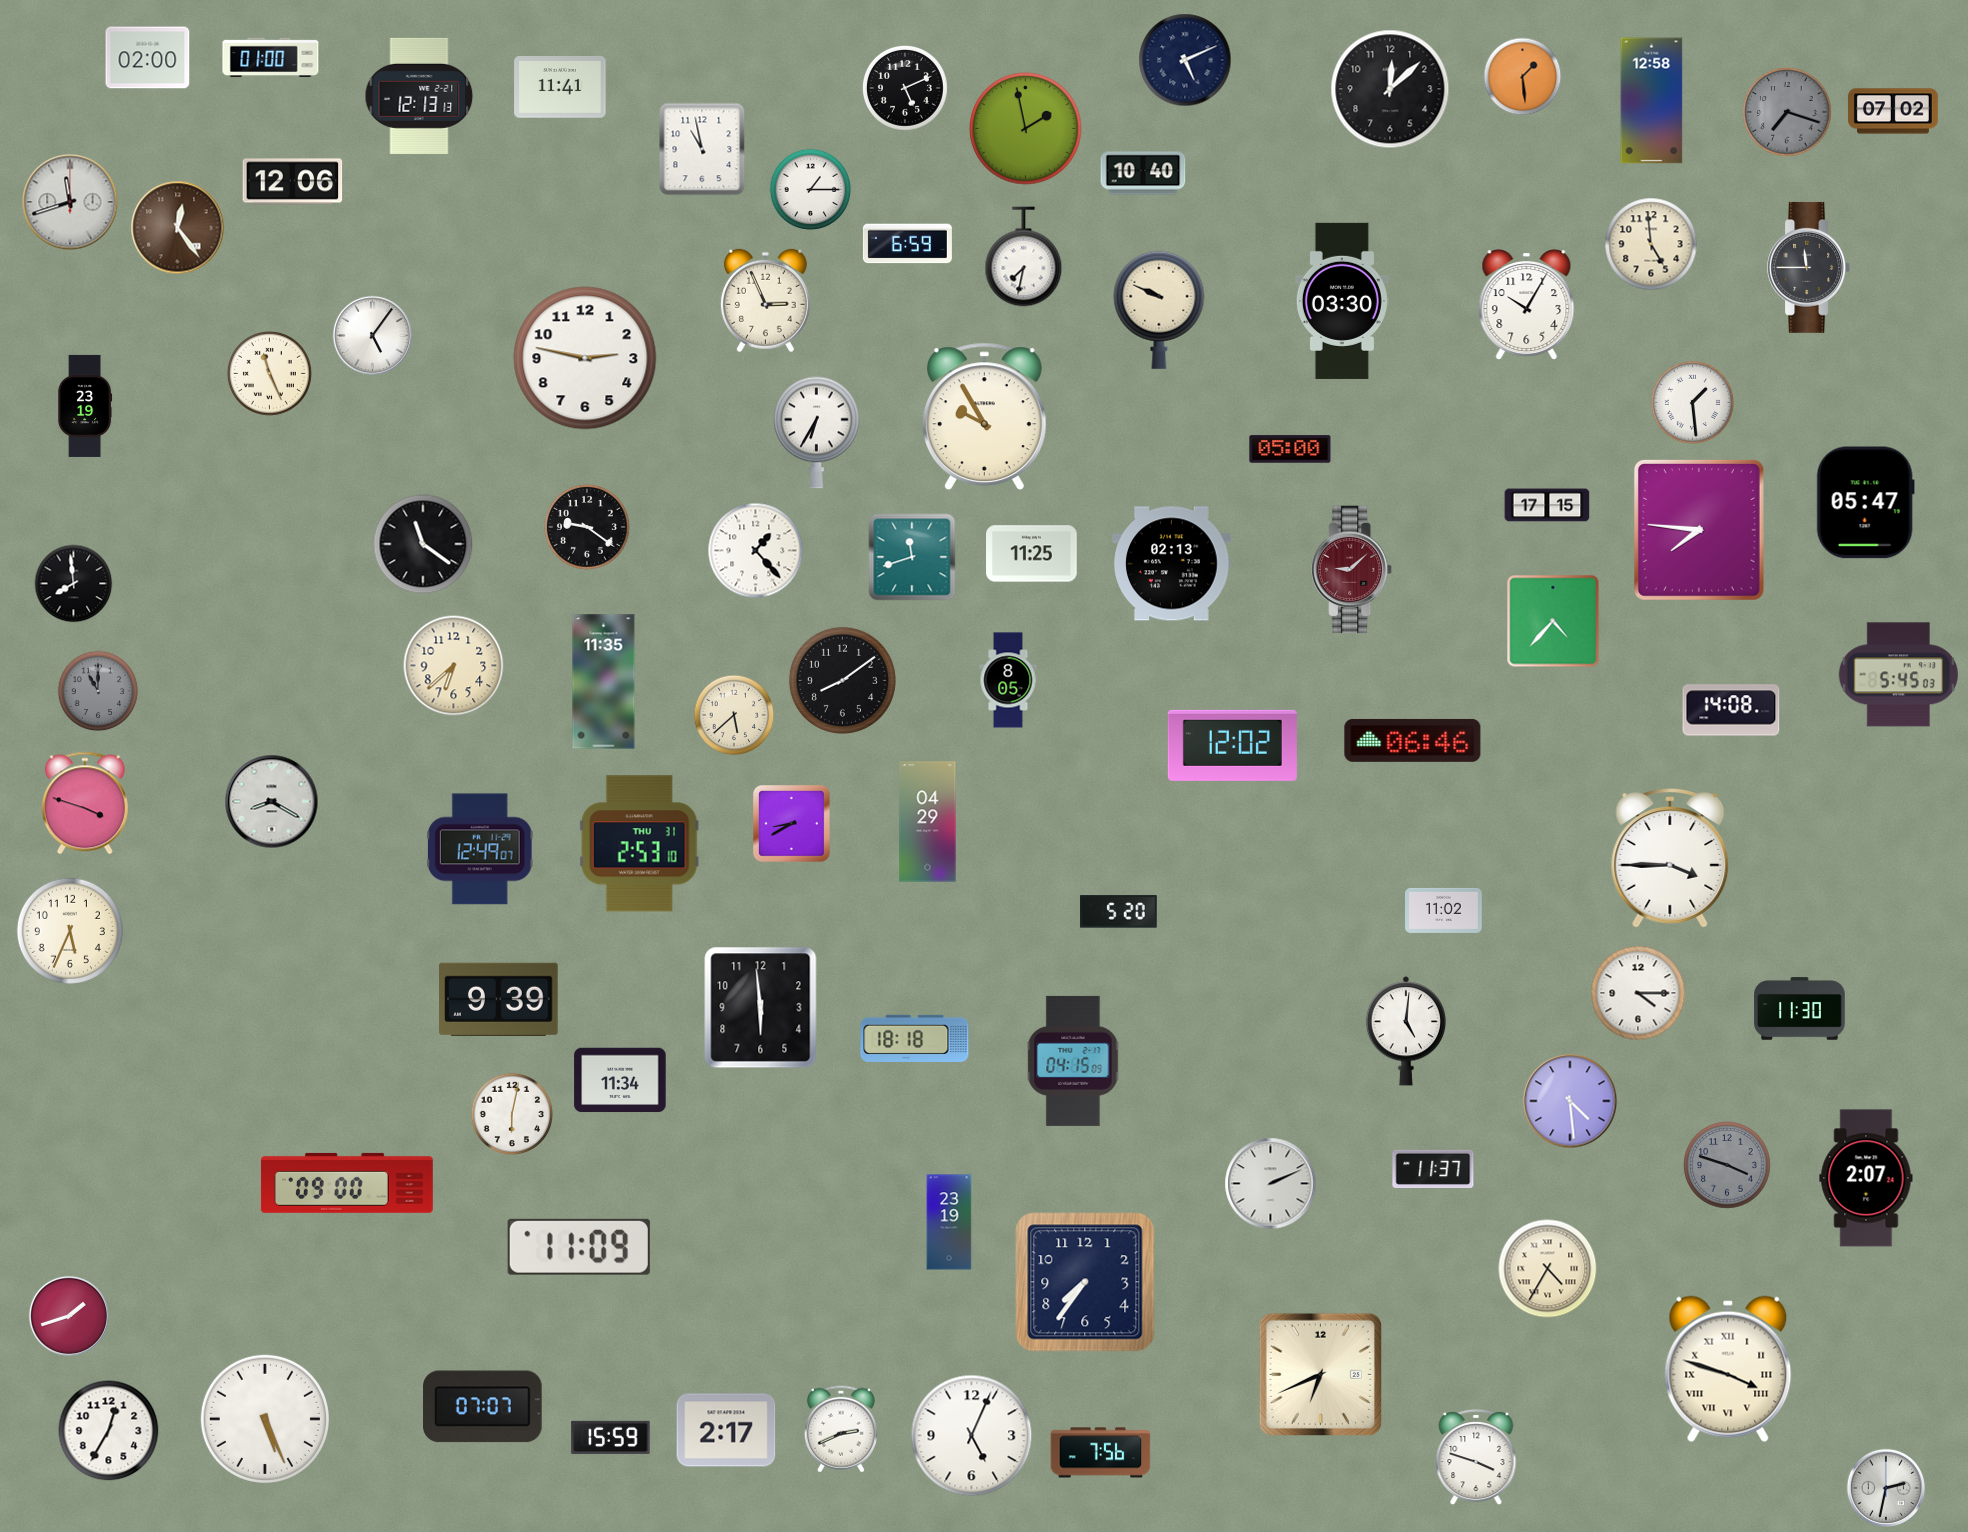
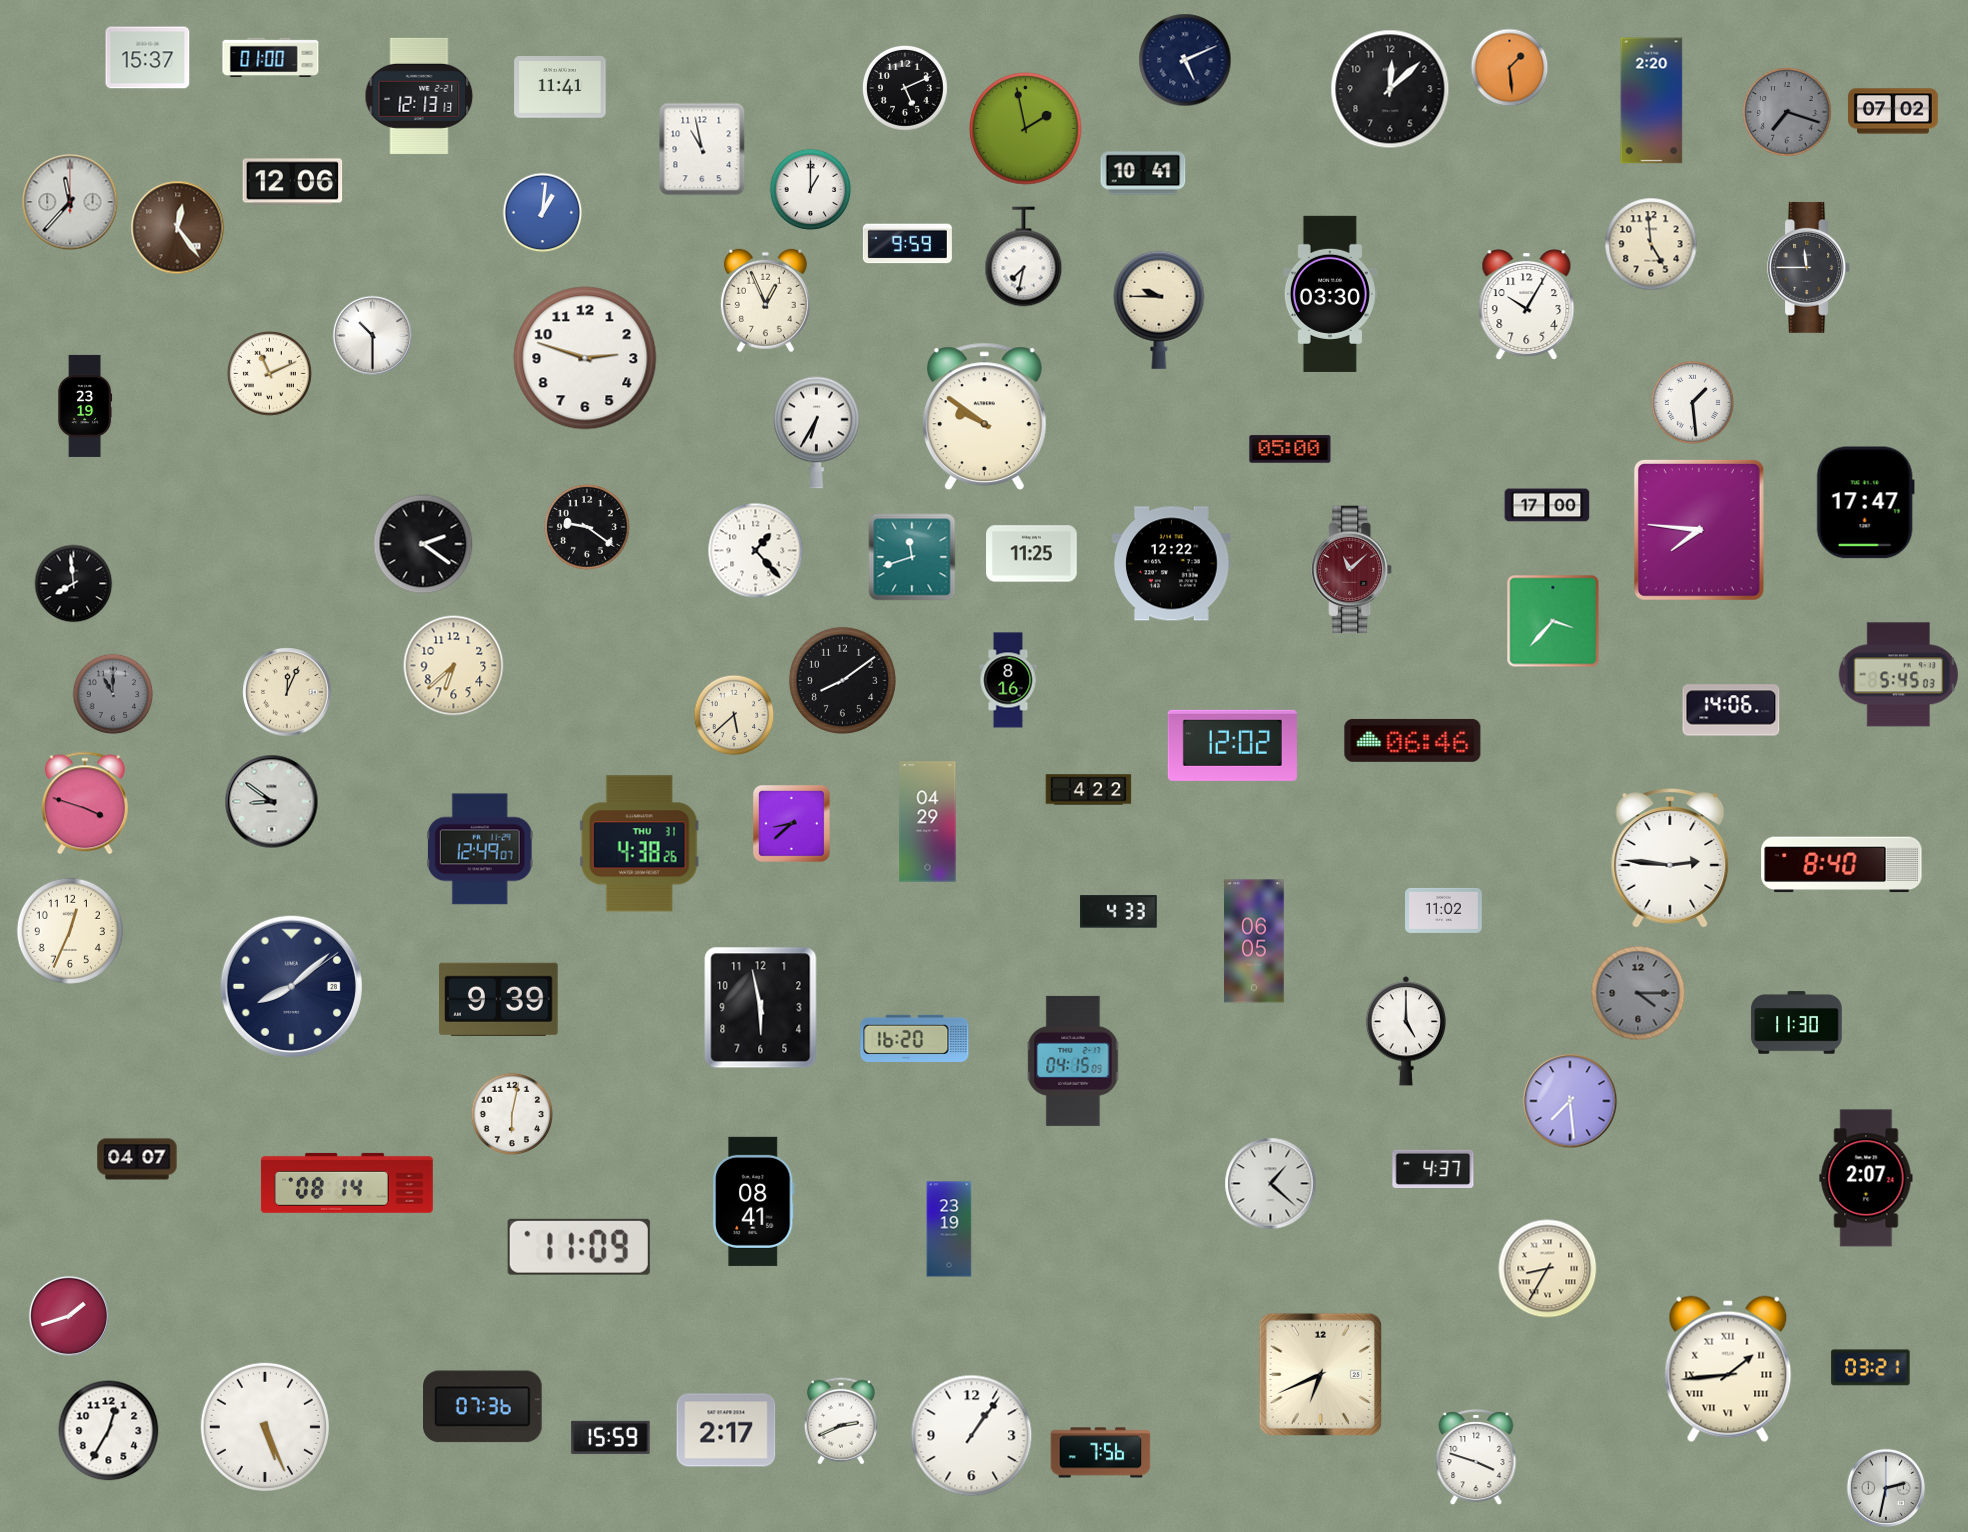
clock at (148, 58): 02:00 -> 15:37
clock at (1523, 77) position: (1523, 77) -> (1510, 68)
clock at (1652, 101): 12:58 -> 2:20
clock at (1143, 173): 10:40 -> 10:41
clock at (811, 190): 1:15 -> 1:00
clock at (70, 202): 11:42 -> 11:37
clock at (543, 213): none -> 1:01
clock at (907, 244): 6:59 -> 9:59
clock at (765, 301): 2:56 -> 12:56
clock at (1342, 301) position: (1342, 301) -> (1330, 294)
clock at (1159, 310): 9:49 -> 9:45
clock at (372, 335): 5:06 -> 10:30
clock at (585, 358): 2:47 -> 2:48
clock at (269, 373): 11:26 -> 11:11
clock at (984, 417): 9:55 -> 9:51
clock at (1865, 503): 05:47 -> 17:47
clock at (1547, 505): 17:15 -> 17:00
clock at (423, 544): 11:21 -> 2:21
clock at (1172, 564): 02:13 -> 12:22
clock at (1352, 570): 9:08 -> 11:08
clock at (1553, 621): 4:37 -> 3:37
clock at (1008, 680): 8:05 -> 8:16
clock at (604, 682): 11:35 -> none
clock at (98, 691) position: (98, 691) -> (113, 694)
clock at (287, 692): none -> 12:04
clock at (1731, 710): 14:08 -> 14:06
clock at (1089, 790): none -> 4:22
clock at (272, 802): 8:20 -> 8:51
clock at (792, 824): 8:40 -> 8:38
clock at (639, 844): 2:53 -> 4:38
clock at (1670, 859): 3:45 -> 2:46
clock at (1842, 865): none -> 8:40
clock at (1119, 912): 5:20 -> 4:33
clock at (70, 931): 5:34 -> 12:34
clock at (1254, 941): none -> 06:05
clock at (291, 986): none -> 8:08
clock at (1638, 993) dial: white -> grey
clock at (761, 1008): 5:59 -> 5:58
clock at (1800, 1009) position: (1800, 1009) -> (1797, 1023)
clock at (1405, 1031): 5:01 -> 5:00
clock at (915, 1038): 18:18 -> 16:20
clock at (620, 1080): 11:34 -> none
clock at (1570, 1101): 4:29 -> 7:29
clock at (137, 1159): none -> 04:07
clock at (1727, 1165): 3:48 -> none
clock at (1433, 1168): 11:37 -> 4:37
clock at (347, 1183): 09:00 -> 08:14
clock at (1271, 1184): 2:11 -> 1:22
clock at (754, 1201): none -> 08:41
clock at (949, 1222) position: (949, 1222) -> (949, 1229)
clock at (1548, 1269): 4:35 -> 8:35
clock at (1085, 1282): 7:36 -> none
clock at (1871, 1368): none -> 03:21
clock at (1728, 1369): 3:48 -> 1:44
clock at (483, 1407): 07:07 -> 07:36
clock at (265, 1419) position: (265, 1419) -> (265, 1427)
clock at (841, 1429) position: (841, 1429) -> (841, 1421)
clock at (972, 1436): 5:04 -> 1:06
